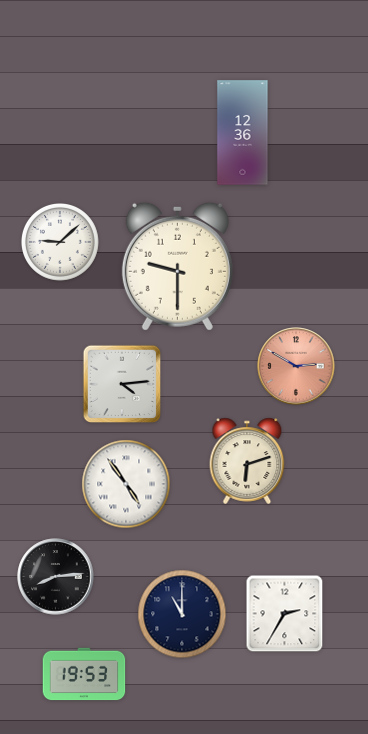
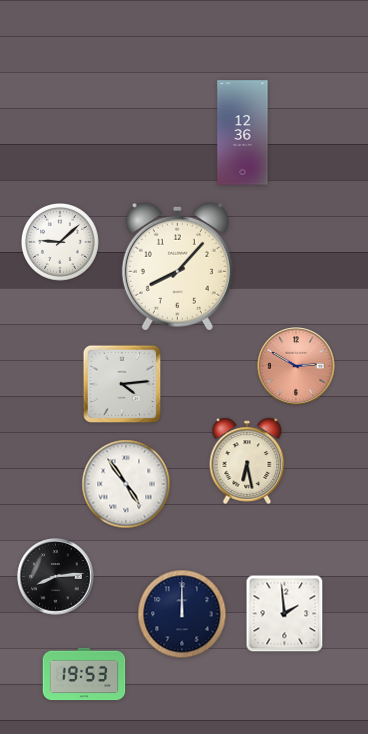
clock at (177, 266): 9:30 -> 8:07
clock at (247, 461): 6:12 -> 6:28
clock at (182, 614): 11:00 -> 12:00
clock at (285, 614): 2:35 -> 1:59
